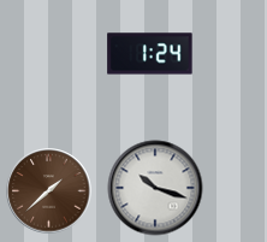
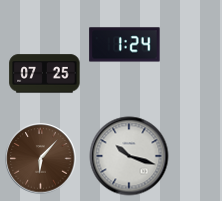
clock at (45, 74): none -> 07:25
clock at (49, 191): 1:38 -> 6:07
